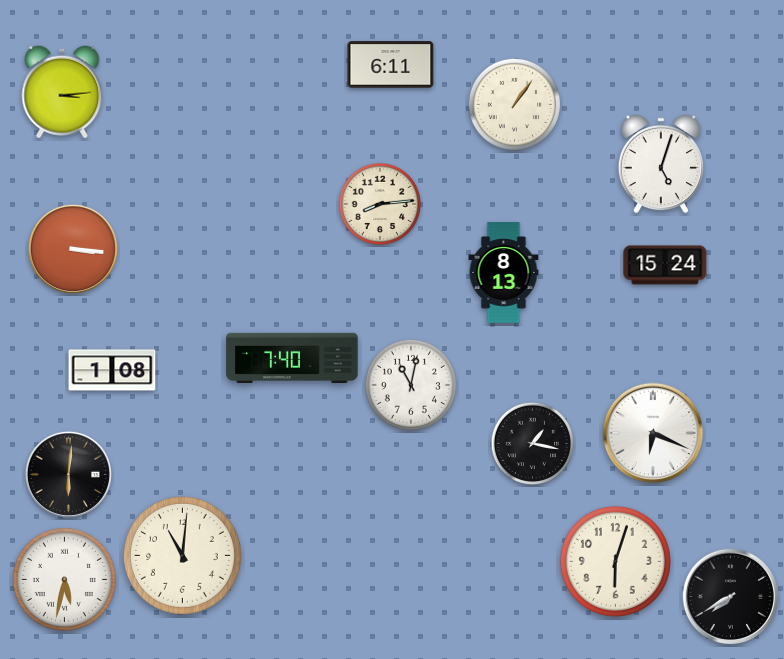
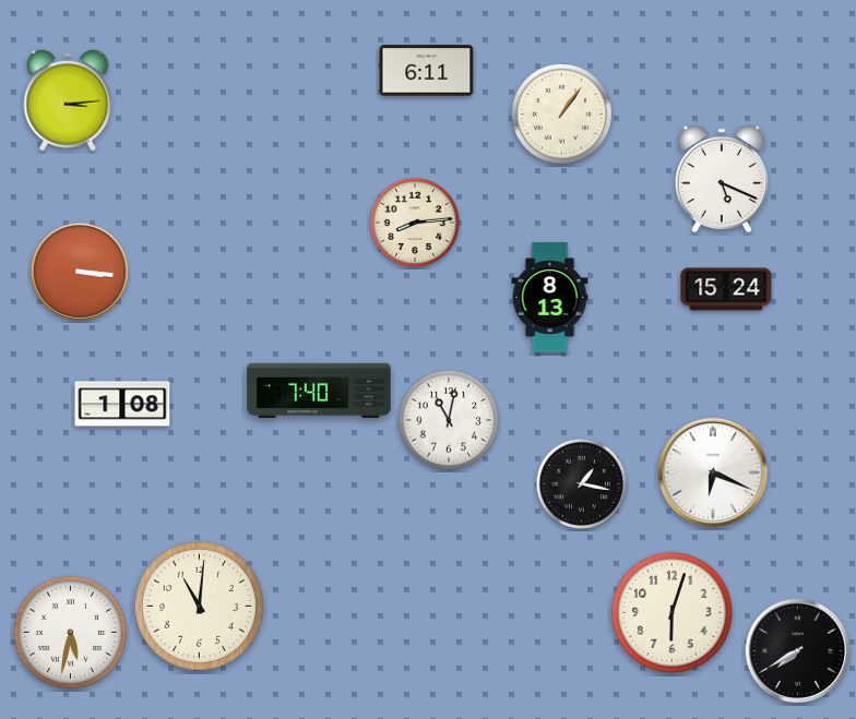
clock at (661, 164): 5:03 -> 5:19
clock at (68, 474): 6:01 -> none
